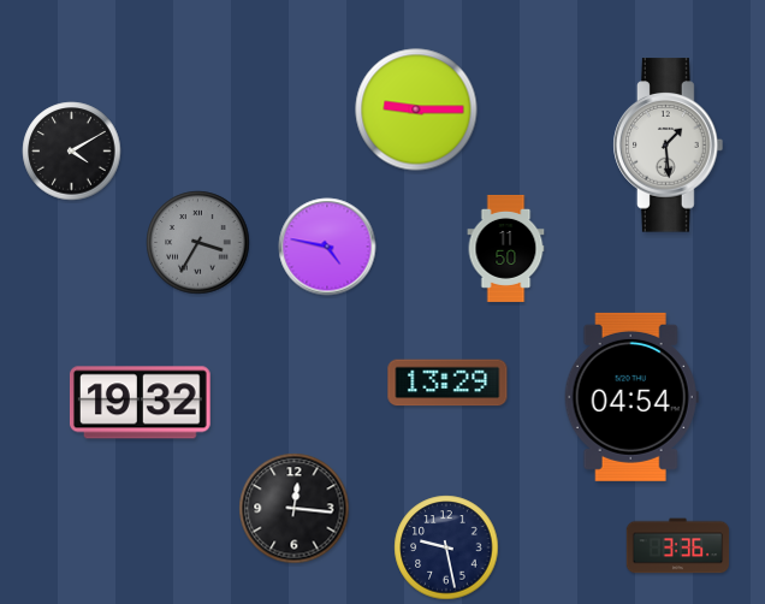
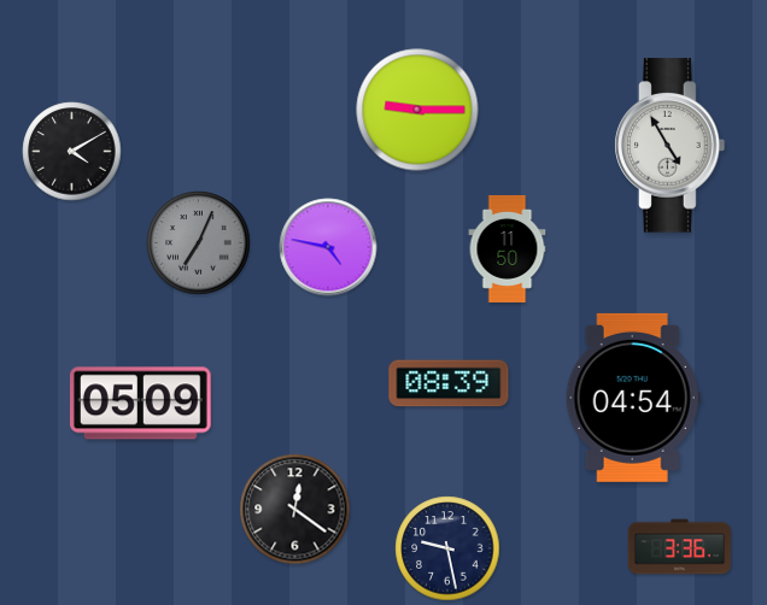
clock at (669, 146): 1:29 -> 4:55
clock at (198, 243): 3:35 -> 7:04
clock at (447, 383): 13:29 -> 08:39
clock at (140, 403): 19:32 -> 05:09
clock at (295, 509): 12:16 -> 12:21
